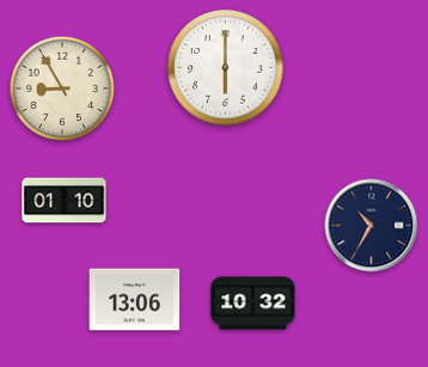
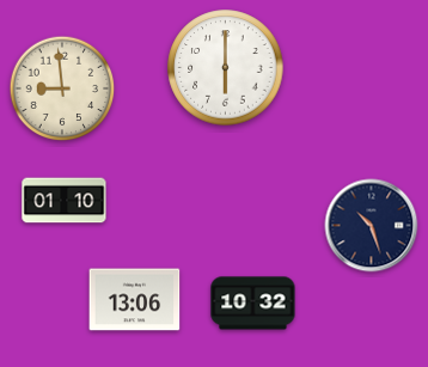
clock at (62, 88): 8:55 -> 8:59
clock at (372, 226): 10:35 -> 10:27
